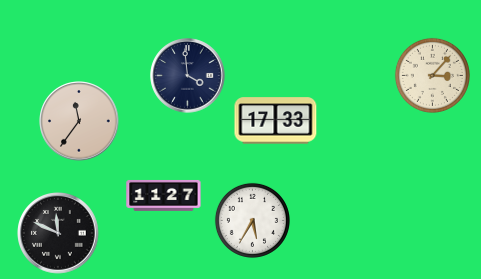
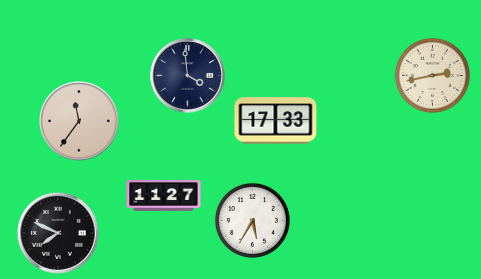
clock at (432, 75): 3:07 -> 2:43
clock at (58, 233): 11:49 -> 7:49
